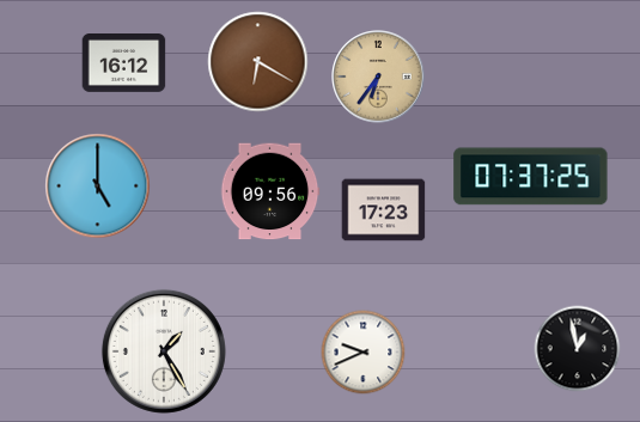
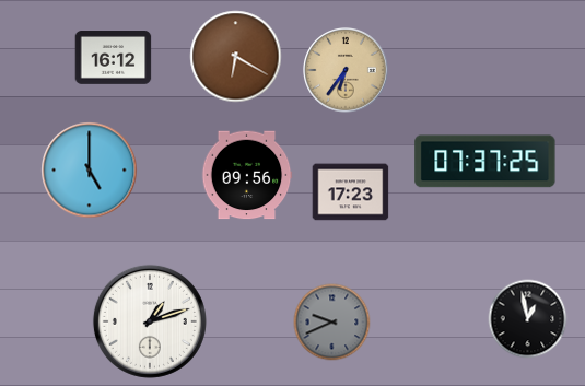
clock at (164, 351): 1:25 -> 1:12
clock at (364, 353) dial: white -> grey
